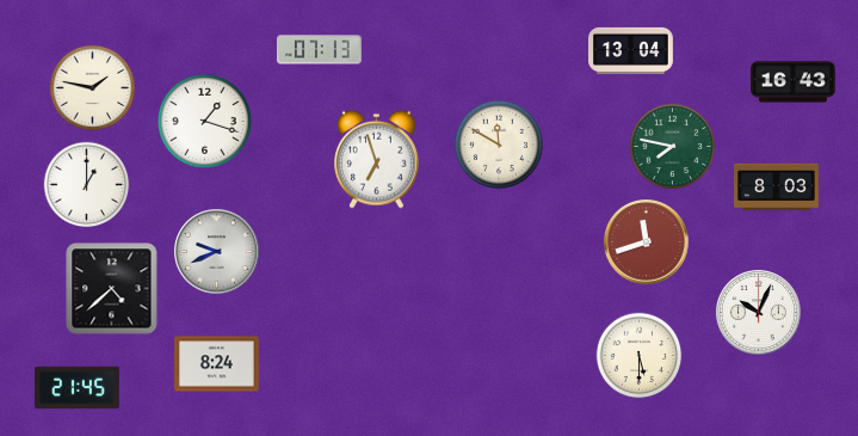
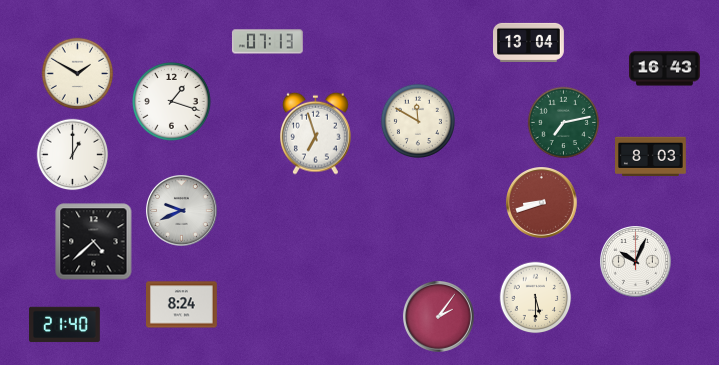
clock at (93, 88): 1:47 -> 1:50
clock at (673, 147): 7:47 -> 7:13
clock at (647, 242): 11:42 -> 8:42
clock at (439, 317): none -> 2:06
clock at (78, 388): 21:45 -> 21:40
